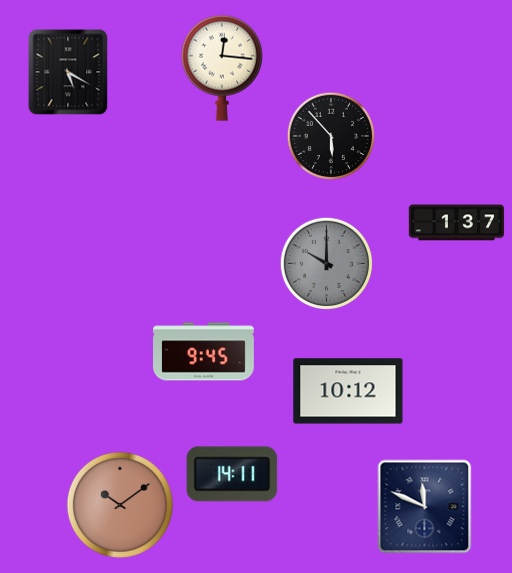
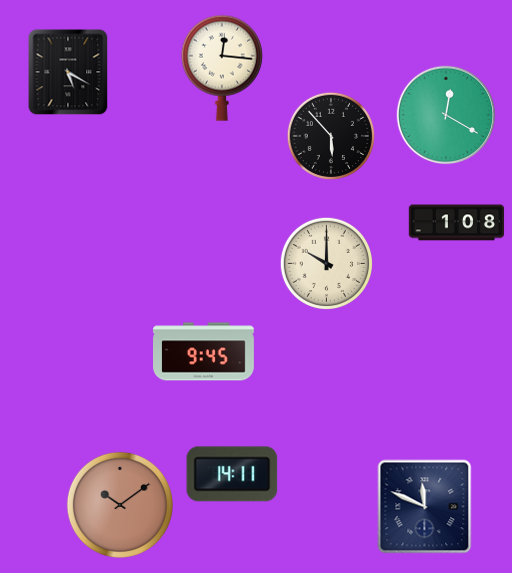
clock at (446, 115): none -> 12:20
clock at (457, 223): 1:37 -> 1:08
clock at (326, 263) dial: grey -> cream
clock at (348, 391): 10:12 -> none
